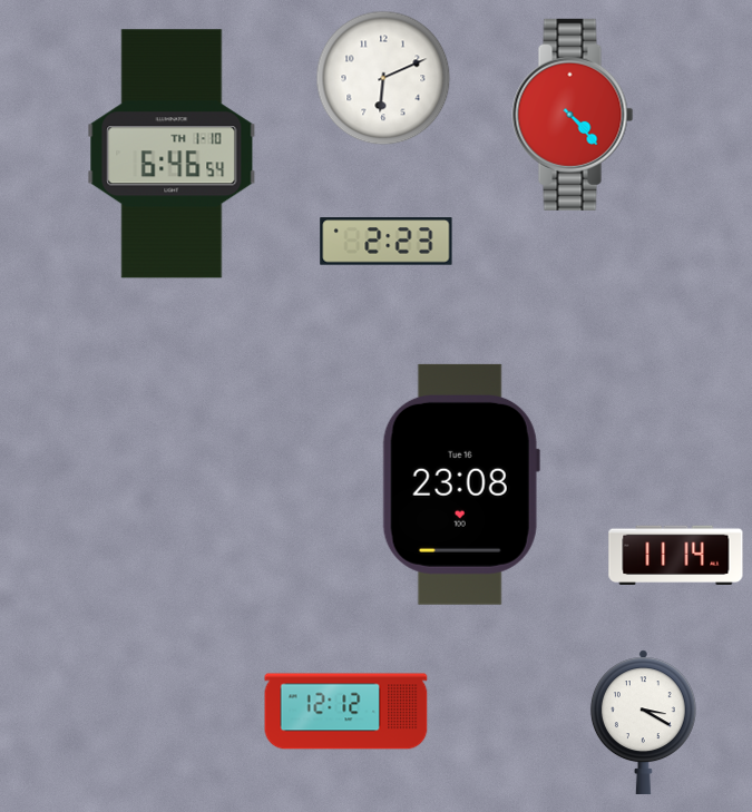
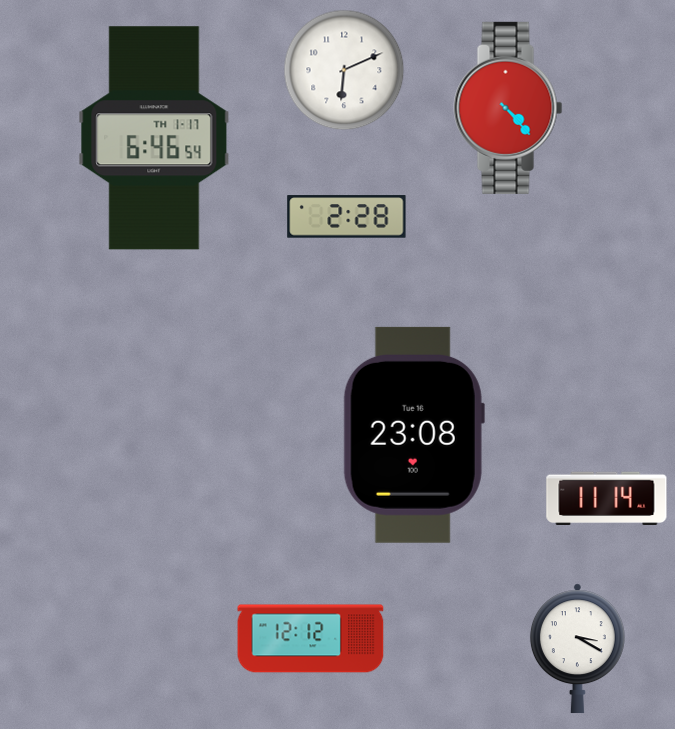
clock at (573, 115) position: (573, 115) -> (508, 108)
clock at (172, 154) date: TH 1-10 -> TH 1-17
clock at (387, 242): 2:23 -> 2:28
